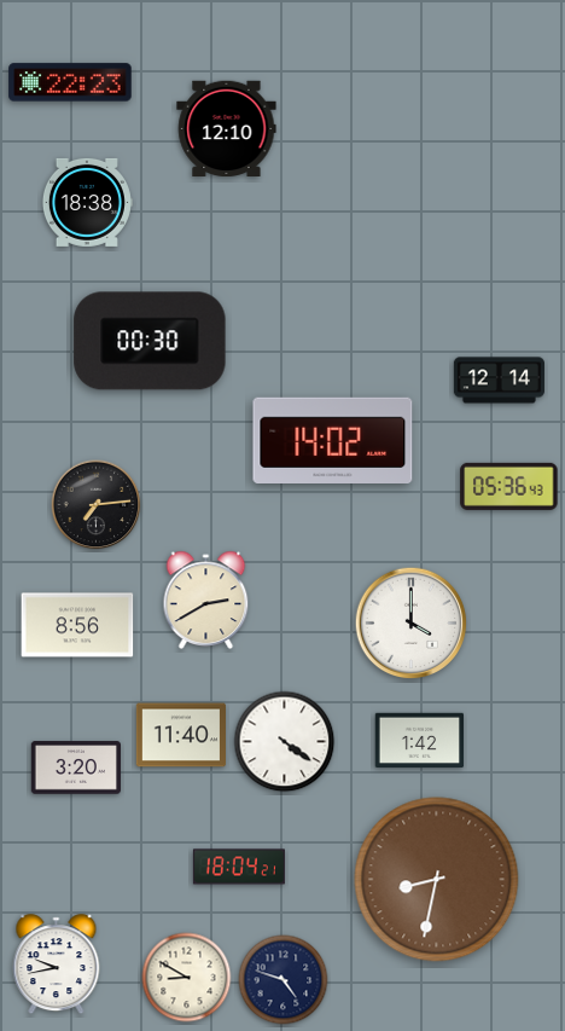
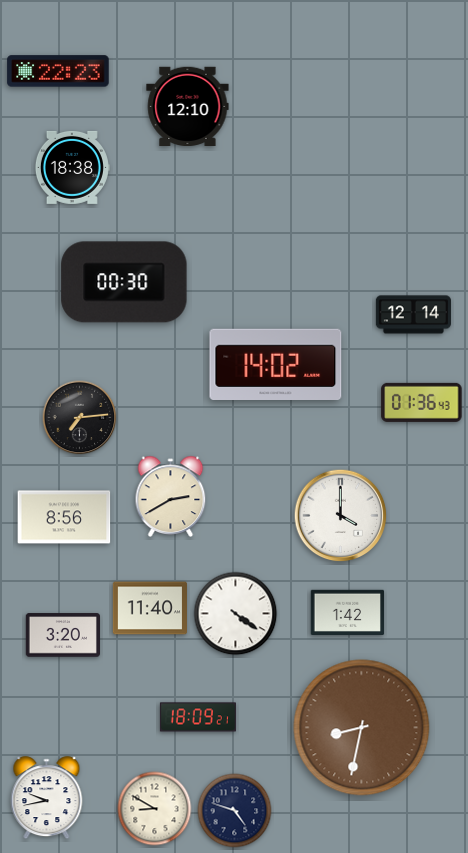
clock at (70, 82) position: (70, 82) -> (58, 71)
clock at (509, 486): 05:36 -> 01:36
clock at (239, 867): 18:04 -> 18:09
